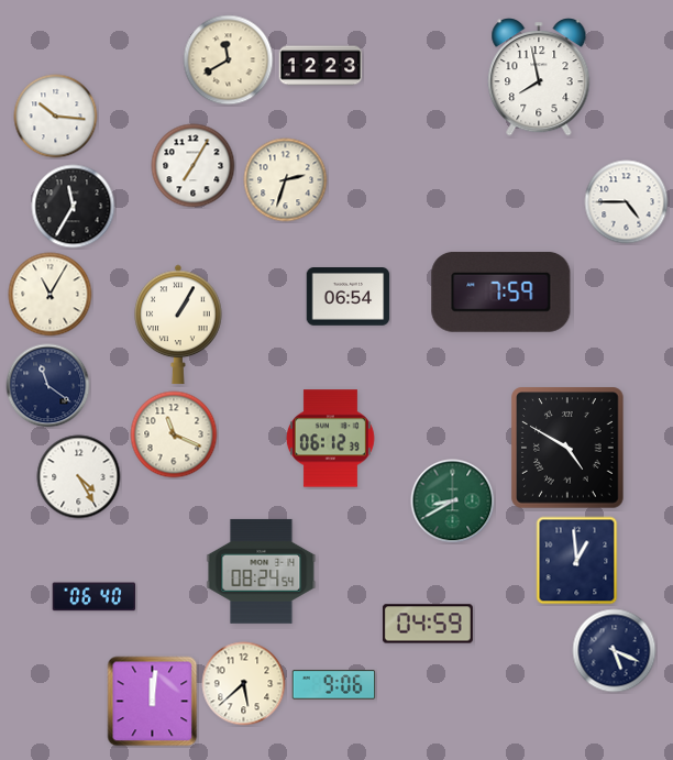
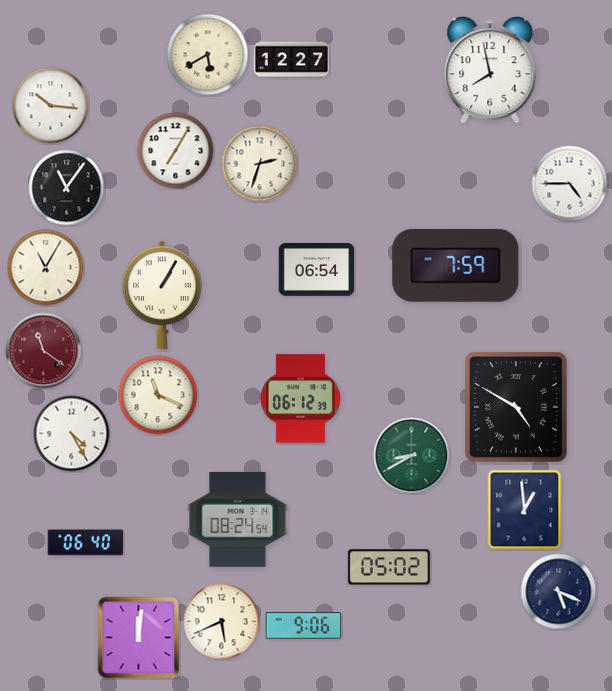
clock at (229, 60): 11:40 -> 5:40
clock at (321, 66): 12:23 -> 12:27
clock at (74, 207): 11:35 -> 11:06
clock at (48, 386) dial: navy -> burgundy
clock at (428, 624): 04:59 -> 05:02
clock at (244, 684): 5:38 -> 5:41
clock at (334, 685) position: (334, 685) -> (304, 626)
